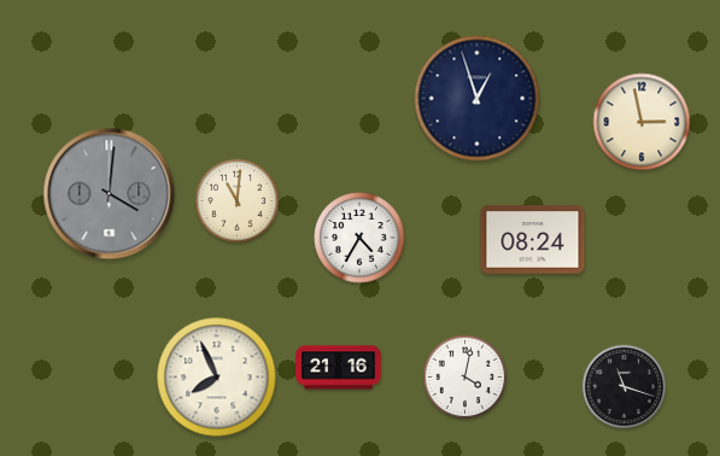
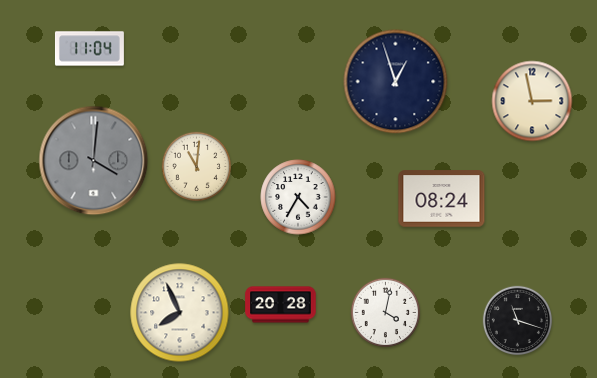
clock at (89, 49): none -> 11:04
clock at (110, 194) position: (110, 194) -> (94, 161)
clock at (339, 368): 21:16 -> 20:28
